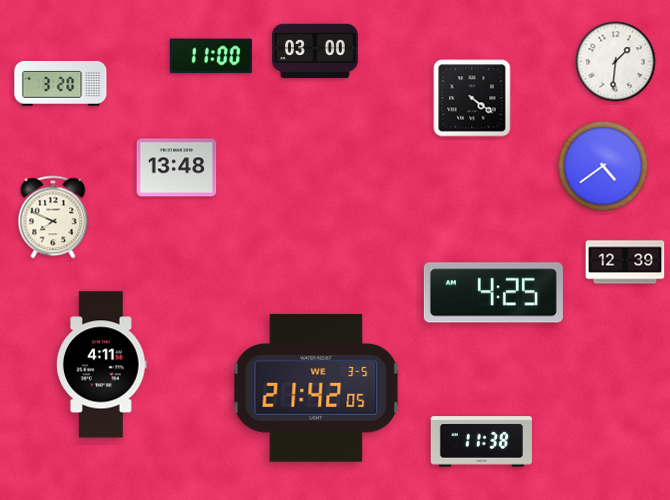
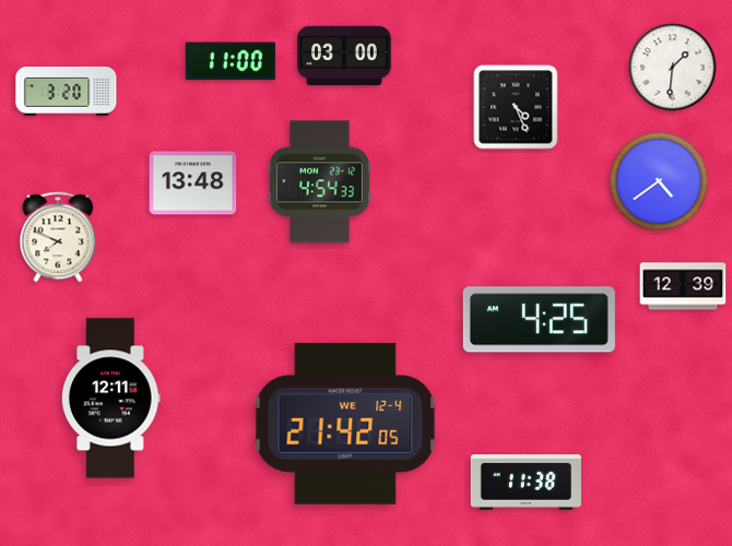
clock at (472, 98): 4:21 -> 4:26
clock at (319, 182): none -> 4:54
clock at (102, 365): 4:11 -> 12:11
clock at (316, 388) date: WE 3-5 -> WE 12-4
